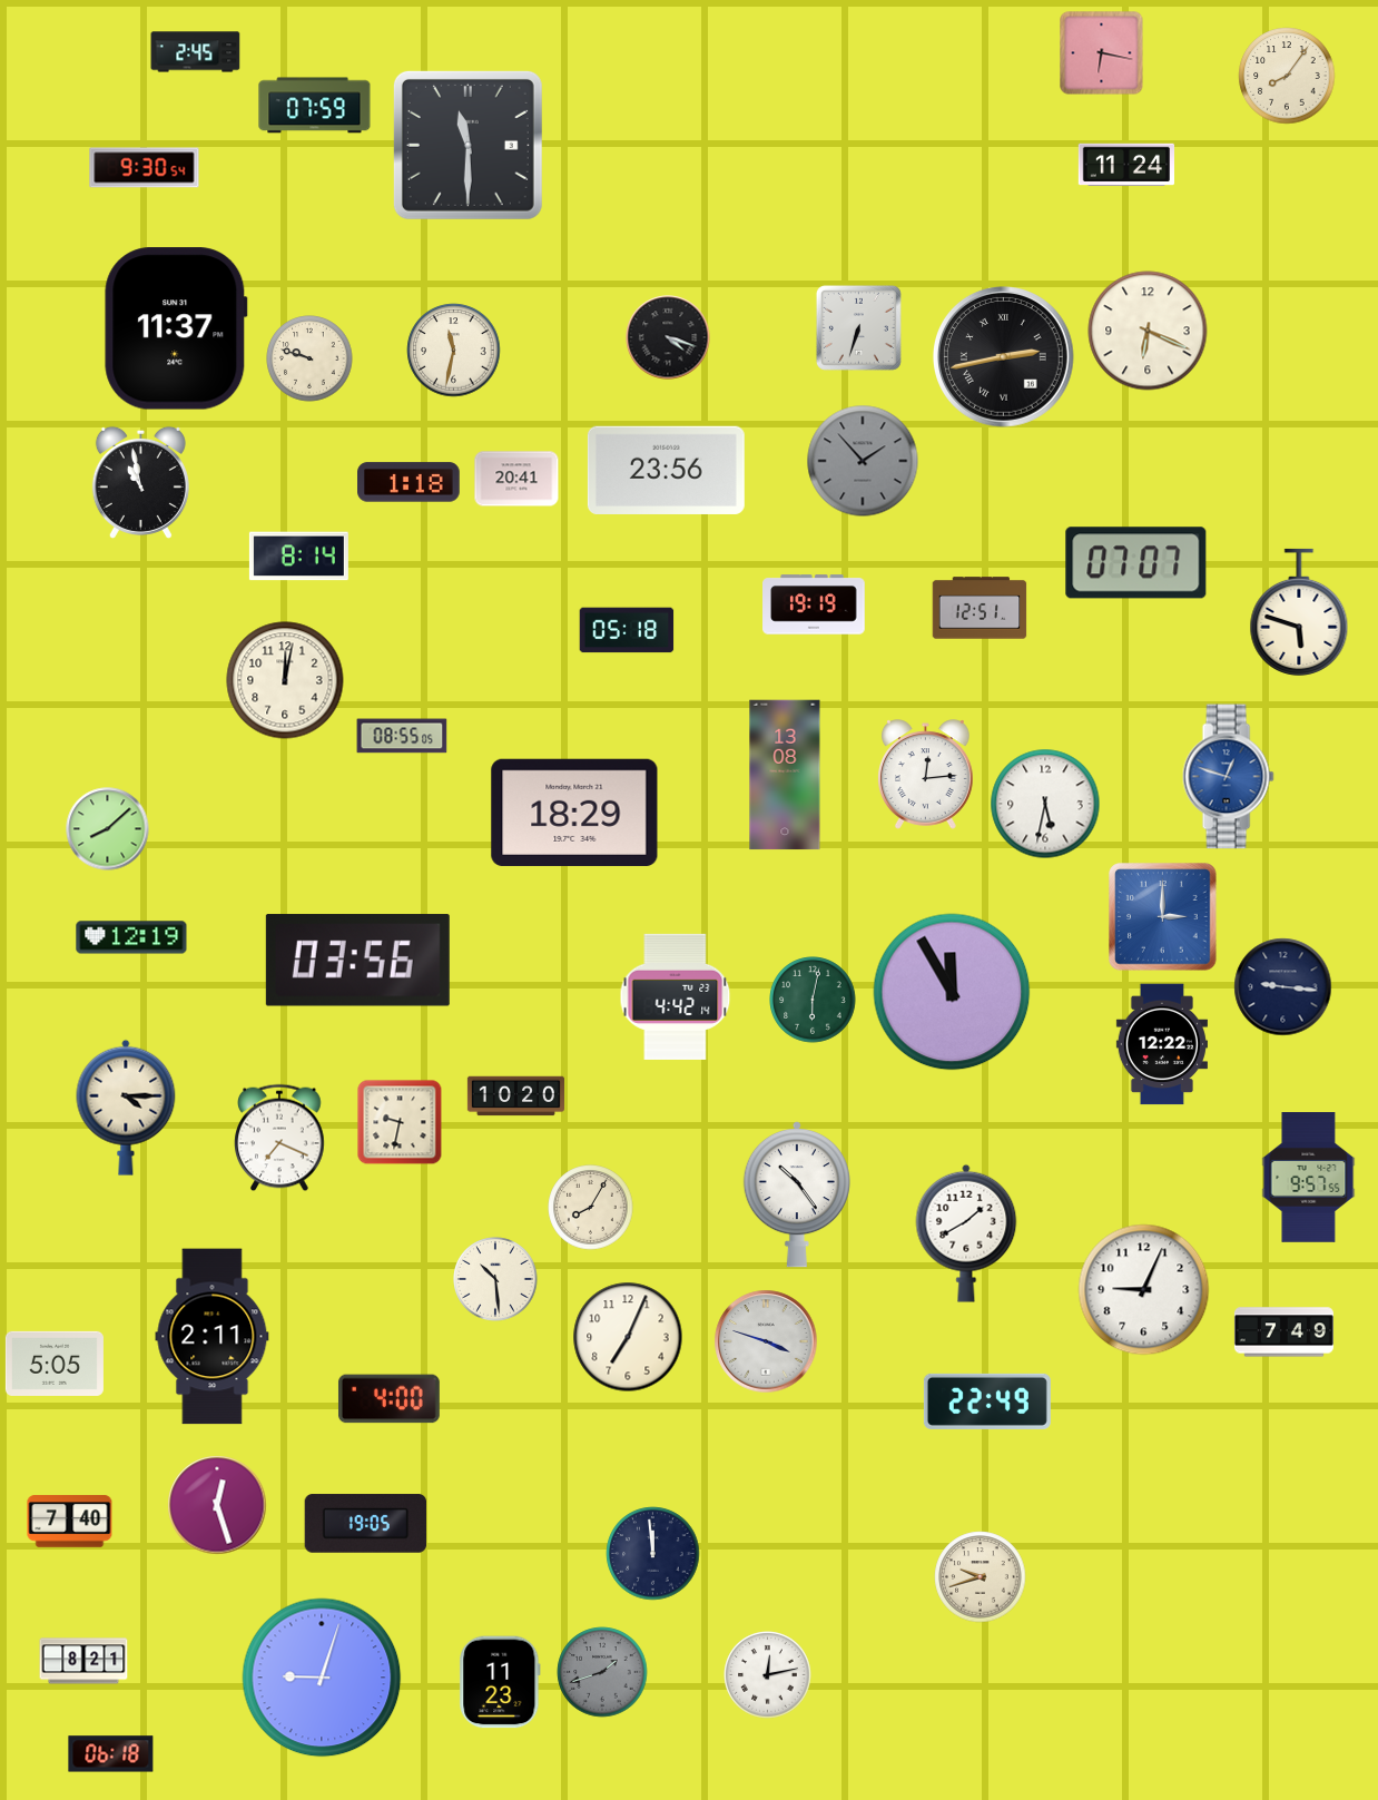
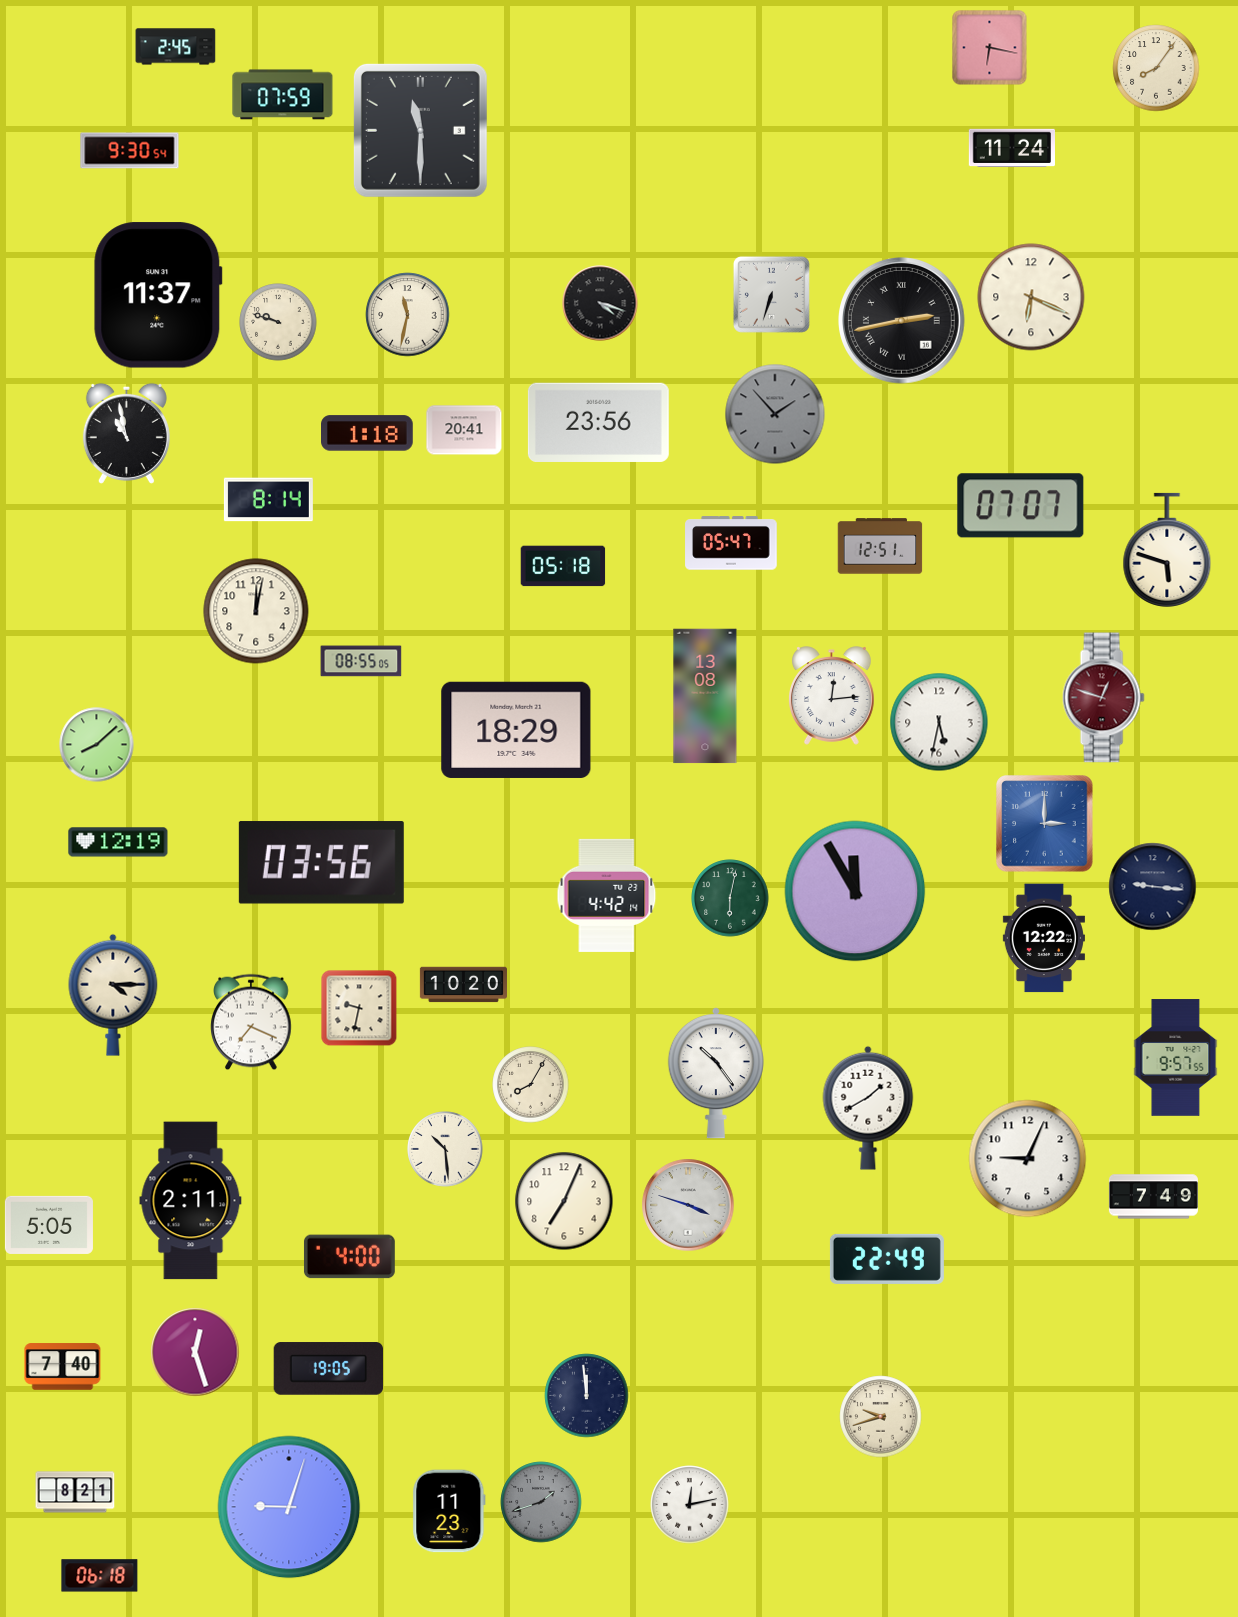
clock at (814, 604): 19:19 -> 05:47
clock at (1228, 777) dial: blue -> burgundy
